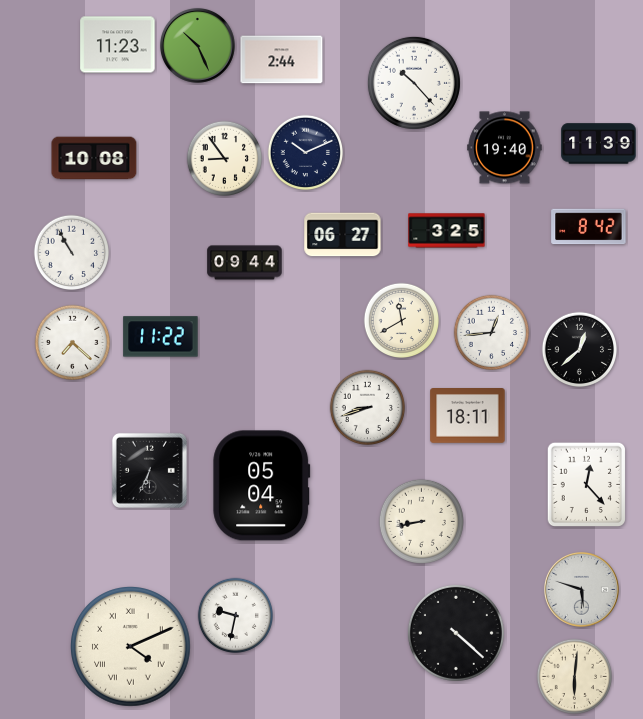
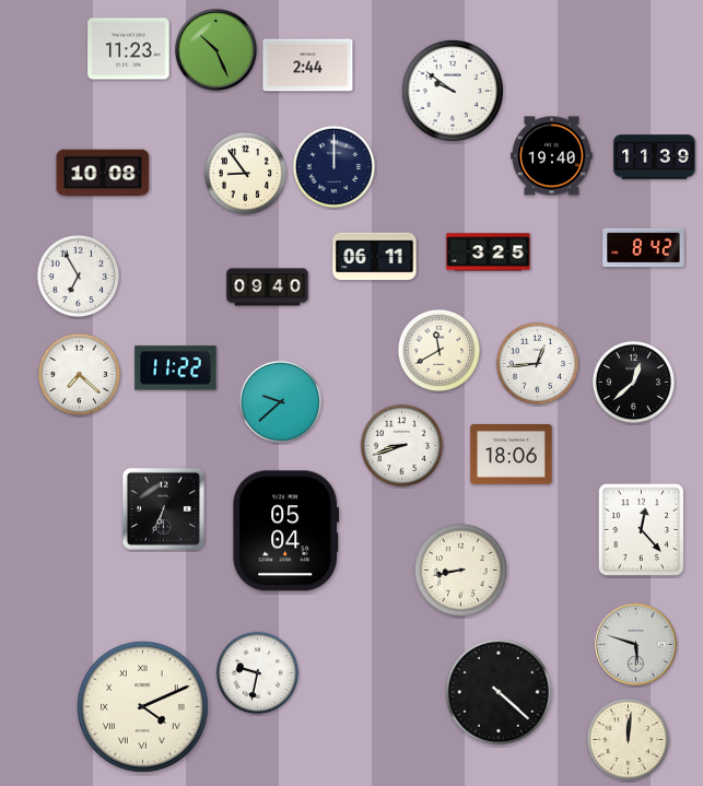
clock at (414, 83): 10:23 -> 9:51
clock at (505, 148) position: (505, 148) -> (552, 156)
clock at (306, 153): 10:11 -> 12:00
clock at (343, 235): 06:27 -> 06:11
clock at (72, 253): 10:55 -> 6:55
clock at (245, 263): 09:44 -> 09:40
clock at (281, 402): none -> 9:38
clock at (468, 416): 18:11 -> 18:06
clock at (149, 470) position: (149, 470) -> (163, 508)
clock at (575, 677): 6:01 -> 12:01
